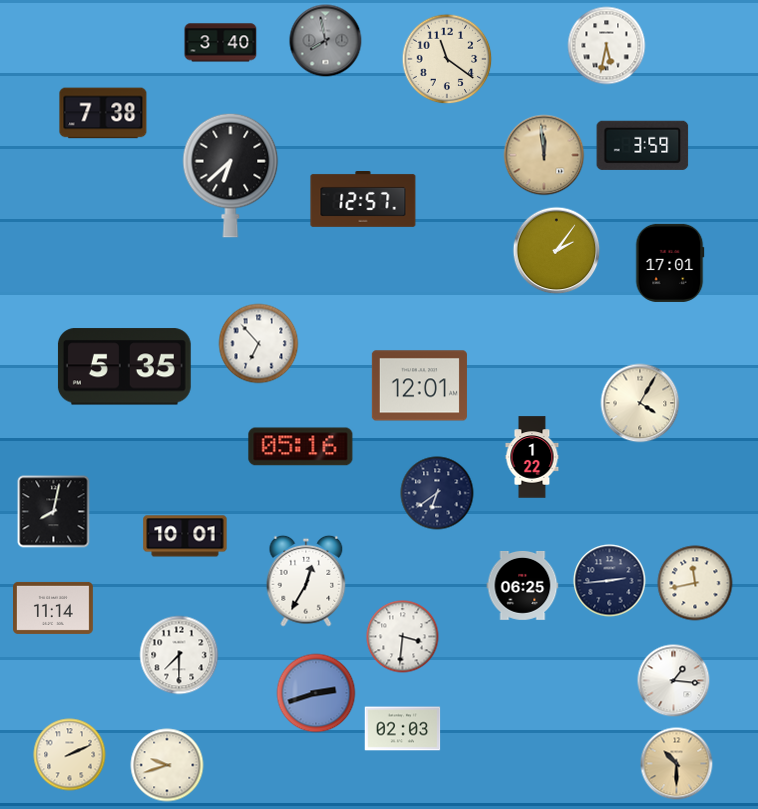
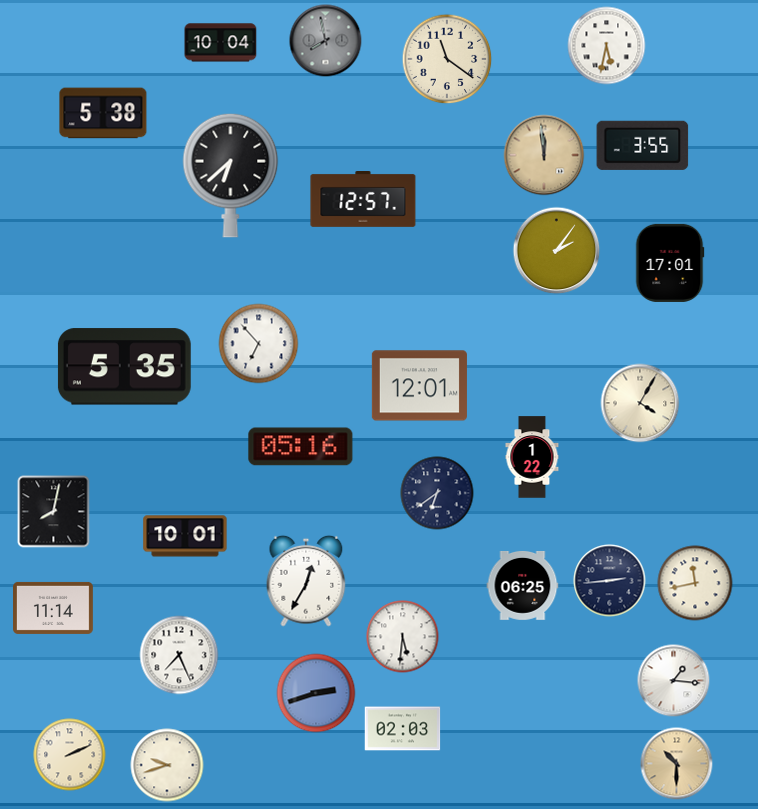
clock at (221, 43): 3:40 -> 10:04
clock at (103, 113): 7:38 -> 5:38
clock at (643, 145): 3:59 -> 3:55
clock at (403, 637): 3:31 -> 5:31
clock at (179, 655): 7:30 -> 7:26
